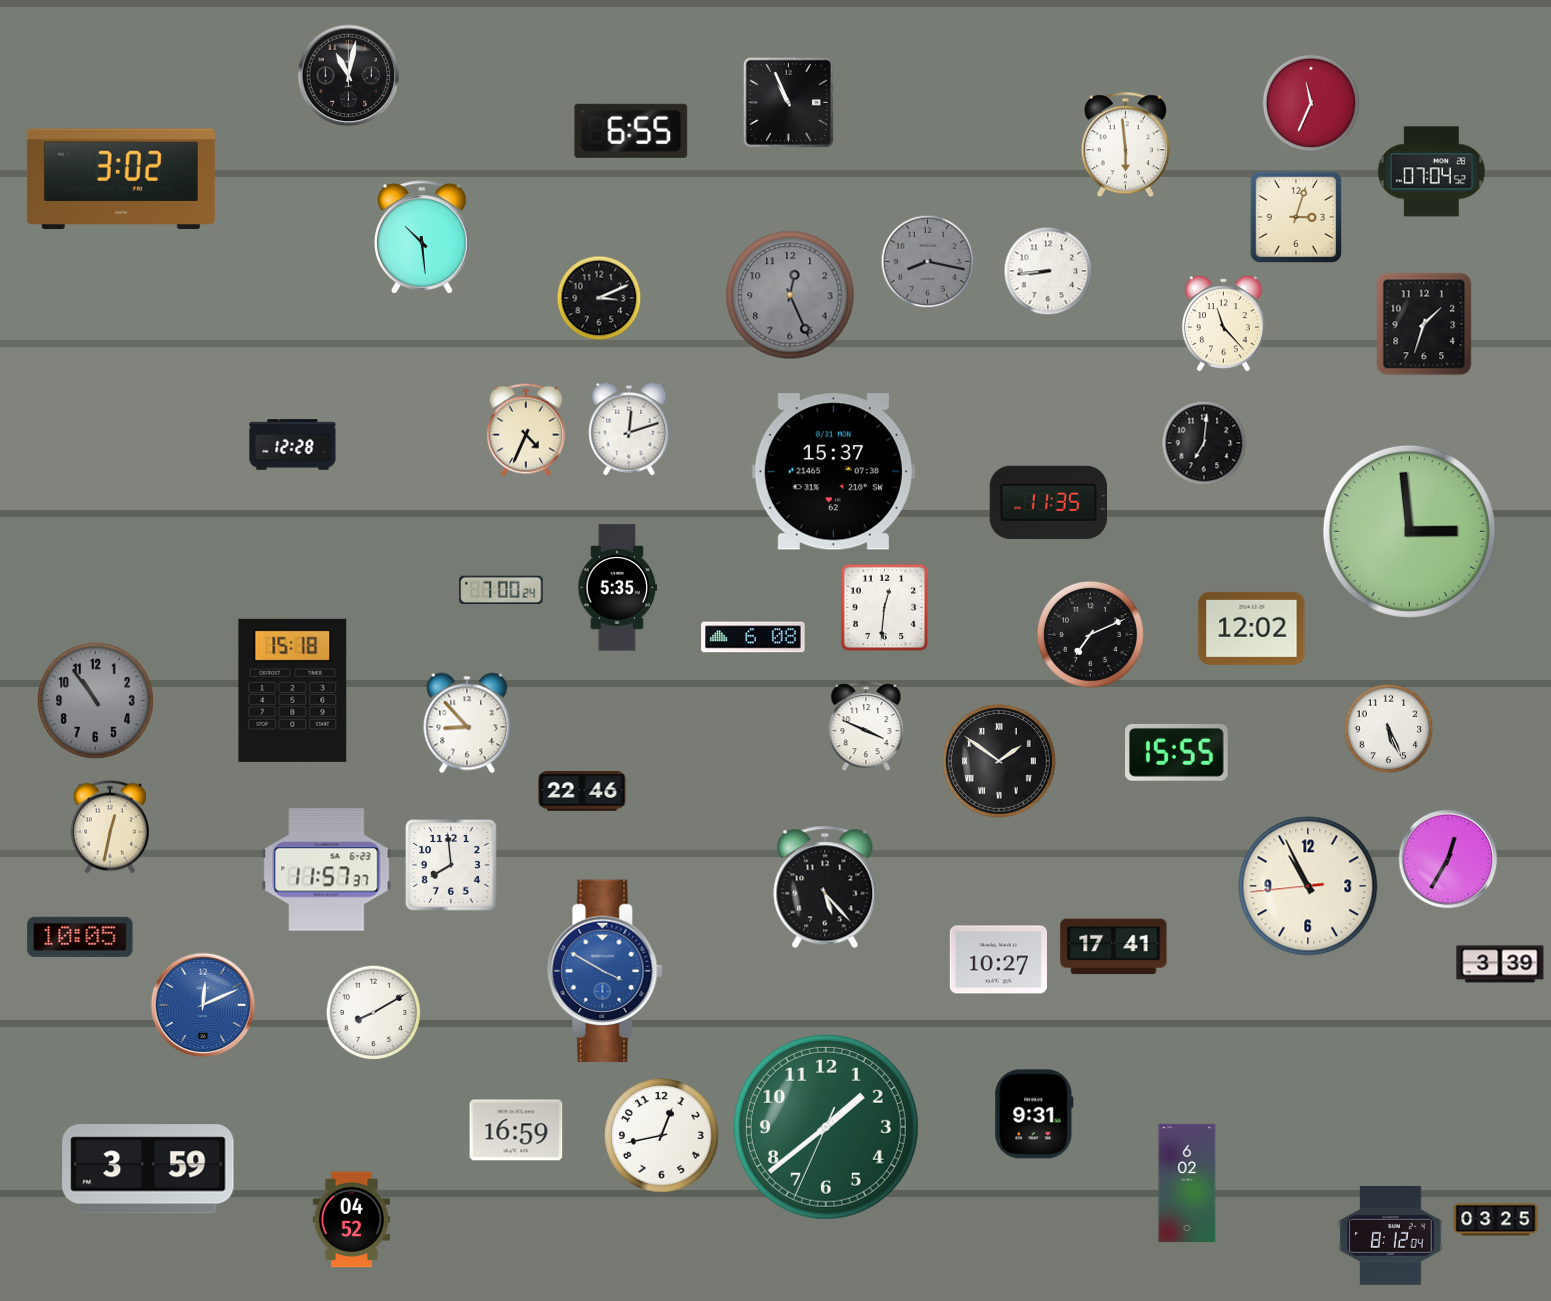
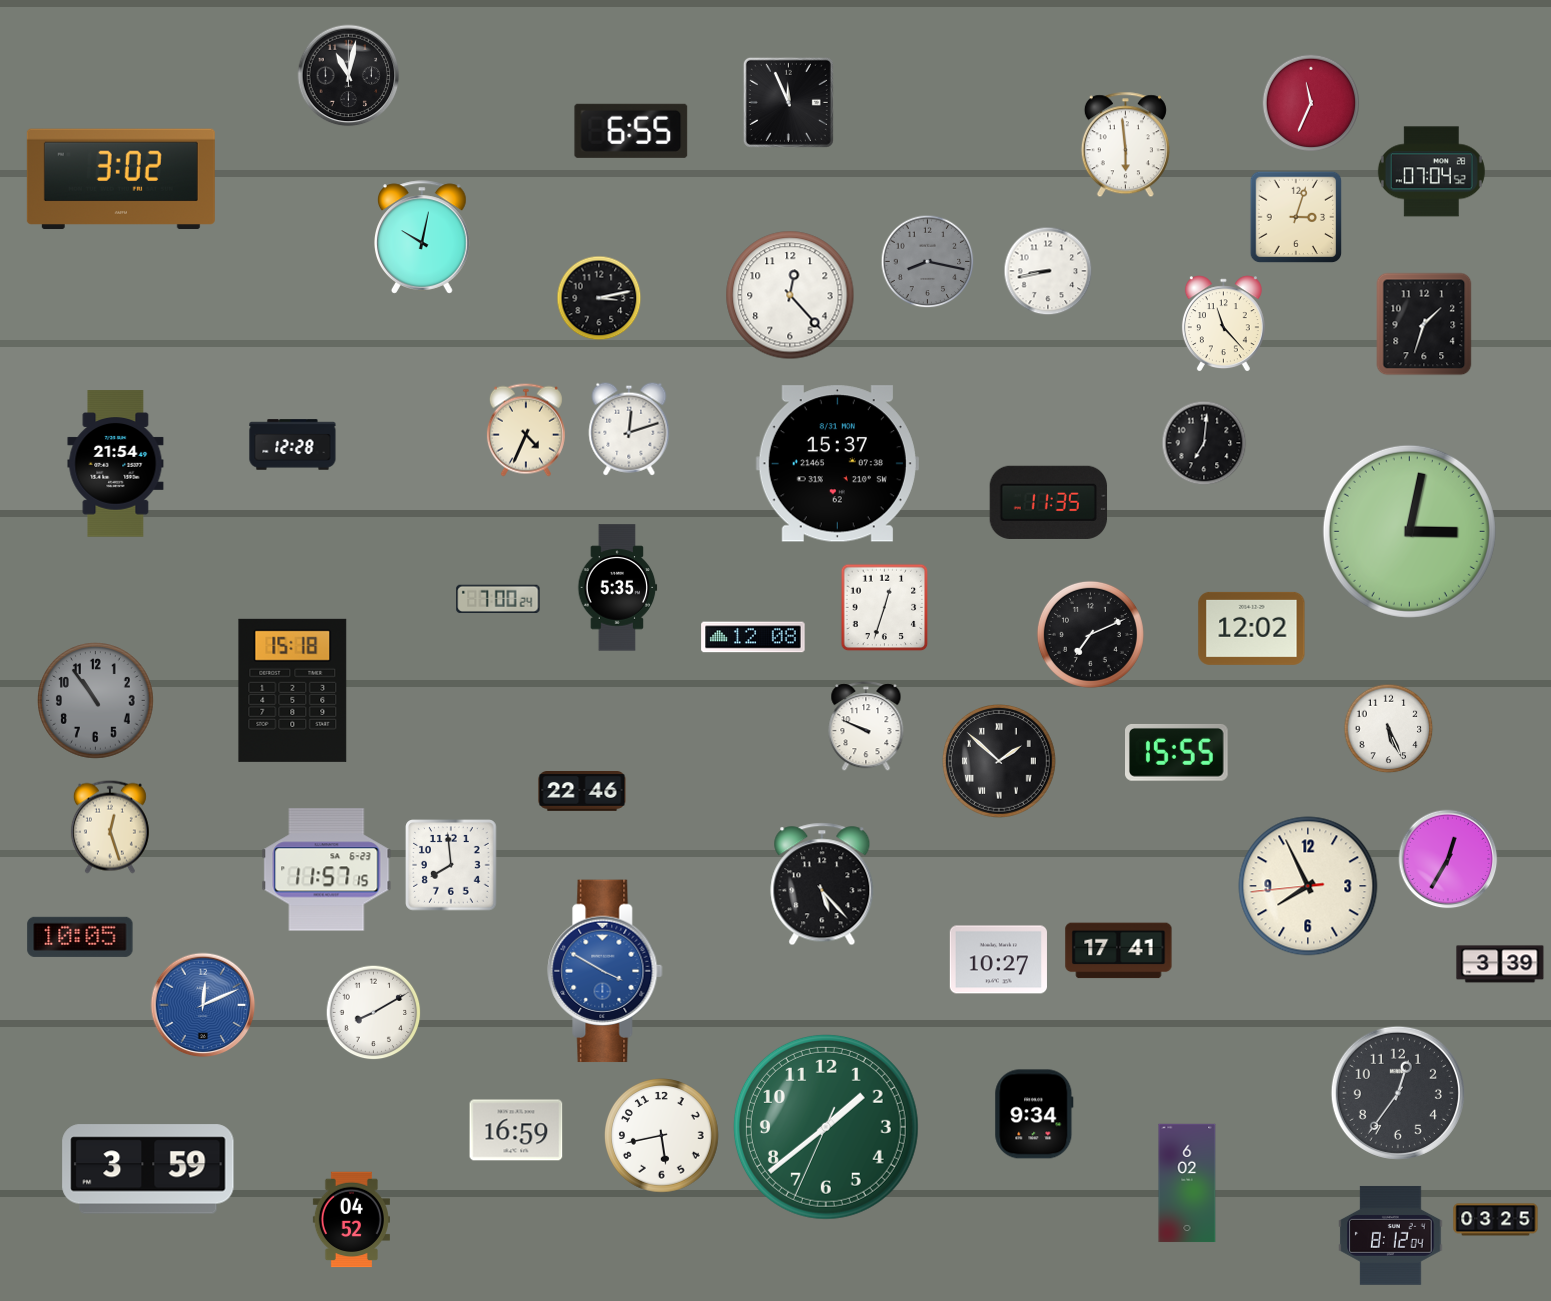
clock at (788, 102): 10:56 -> 11:56
clock at (423, 237): 10:29 -> 10:02
clock at (1048, 271): 8:44 -> 8:43
clock at (790, 295): 12:26 -> 12:23
clock at (790, 295) dial: grey -> white
clock at (599, 298): 3:11 -> 3:13
clock at (116, 464): none -> 21:54
clock at (833, 472) position: (833, 472) -> (837, 464)
clock at (1409, 531): 2:59 -> 3:02
clock at (501, 589) position: (501, 589) -> (498, 598)
clock at (885, 608): 12:31 -> 12:33
clock at (753, 637): 6:08 -> 12:08
clock at (467, 723): 8:53 -> none
clock at (866, 727): 3:49 -> 9:49
clock at (1000, 762): 1:51 -> 1:52
clock at (110, 827): 12:32 -> 12:27
clock at (327, 870): 11:57:37 -> 11:57:15
clock at (1308, 886): 10:55 -> 7:55
clock at (825, 887) position: (825, 887) -> (822, 884)
clock at (1114, 947) position: (1114, 947) -> (1119, 951)
clock at (1398, 1093): none -> 12:36
clock at (1034, 1114): 9:31 -> 9:34
clock at (662, 1136): 12:43 -> 5:43
